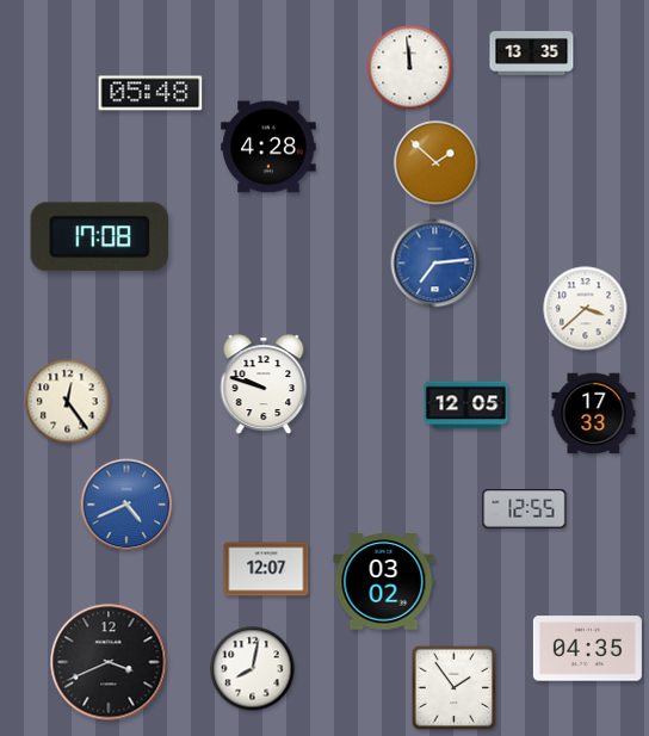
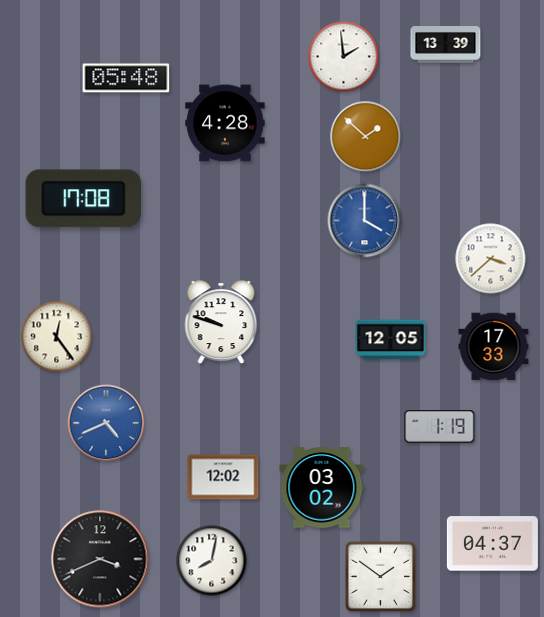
clock at (532, 54): 13:35 -> 13:39
clock at (410, 68): 11:59 -> 1:59
clock at (435, 264): 7:14 -> 4:00
clock at (594, 414) position: (594, 414) -> (494, 347)
clock at (525, 509): 12:55 -> 1:19
clock at (266, 569): 12:07 -> 12:02
clock at (587, 649): 04:35 -> 04:37
clock at (109, 662) position: (109, 662) -> (100, 559)
clock at (455, 688): 1:54 -> 1:51
